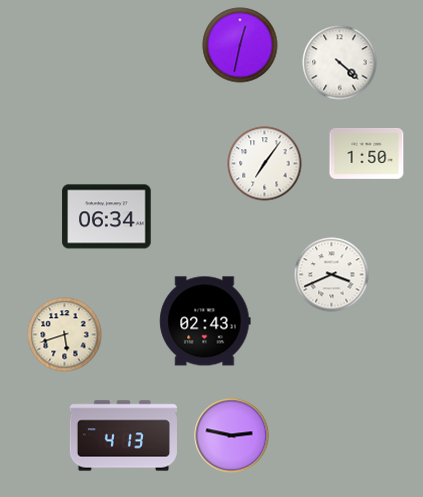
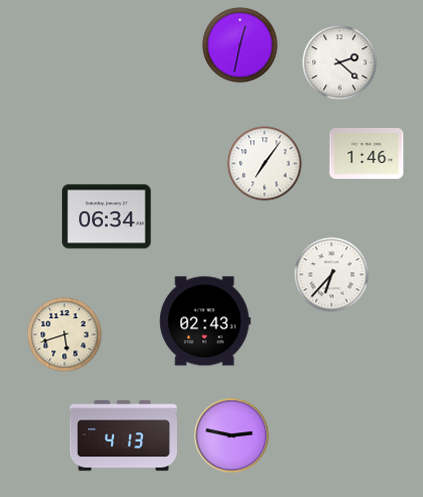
clock at (340, 63): 4:22 -> 2:22
clock at (367, 153): 1:50 -> 1:46
clock at (332, 275): 3:41 -> 6:37
